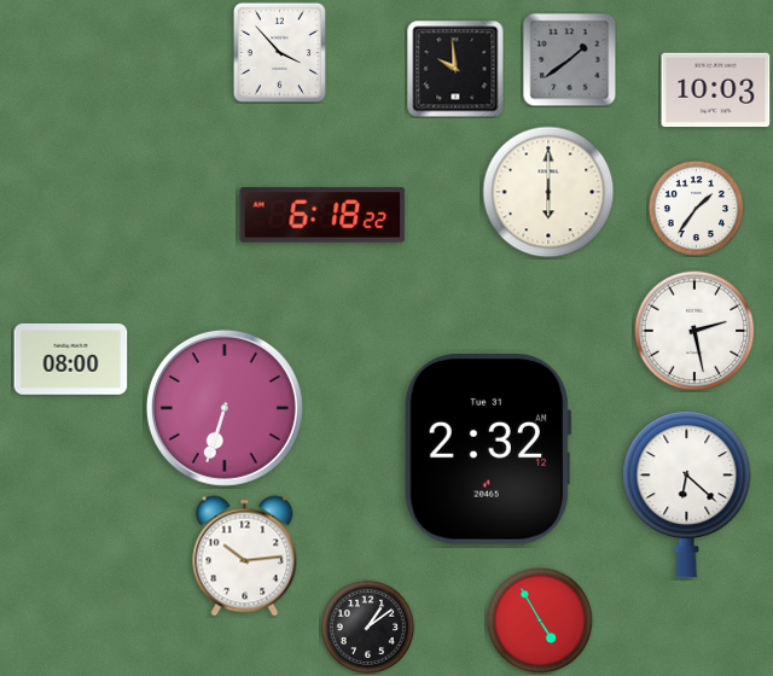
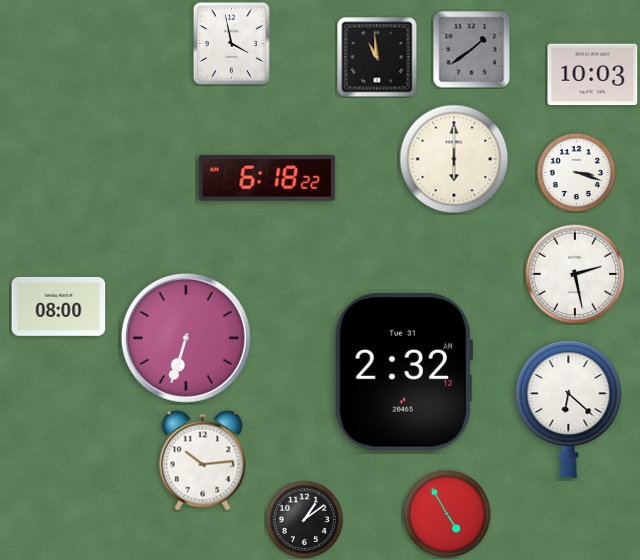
clock at (279, 52): 3:53 -> 3:58
clock at (455, 69): 9:59 -> 10:59
clock at (696, 208): 1:36 -> 3:18
clock at (71, 359) position: (71, 359) -> (59, 306)
